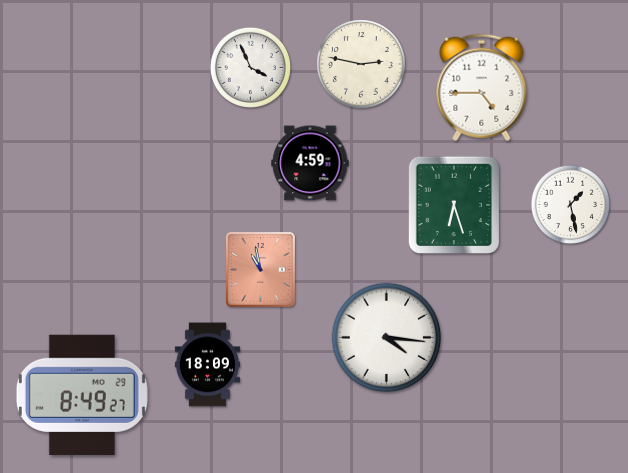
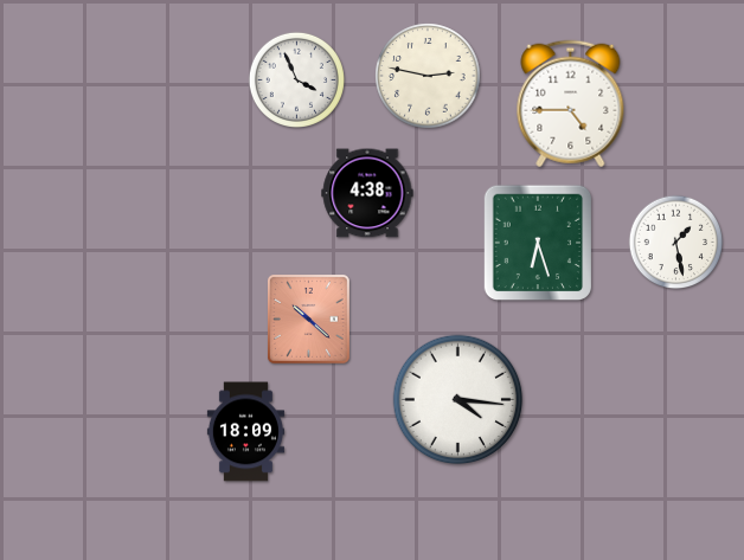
clock at (310, 163): 4:59 -> 4:38
clock at (261, 270): 10:58 -> 10:22
clock at (82, 395): 8:49 -> none
